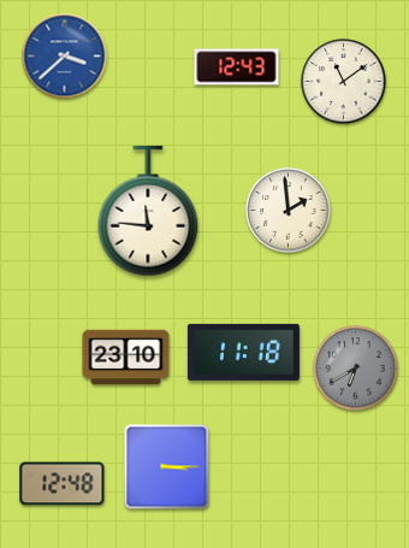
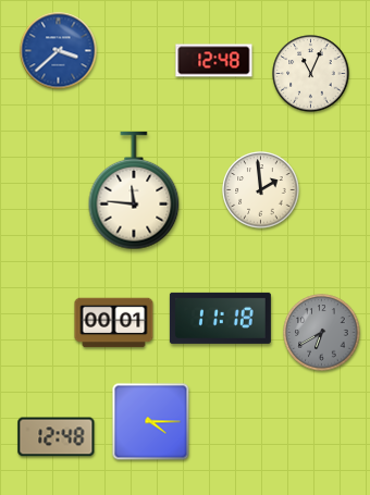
clock at (237, 67): 12:43 -> 12:48
clock at (344, 82): 11:09 -> 11:04
clock at (126, 358): 23:10 -> 00:01
clock at (167, 467): 3:15 -> 4:15
